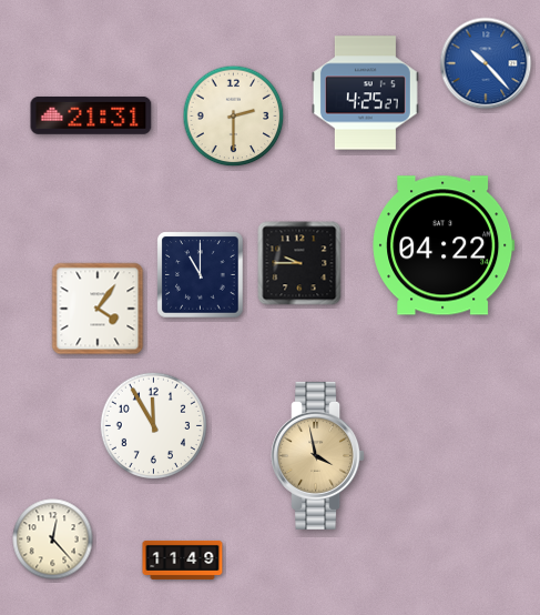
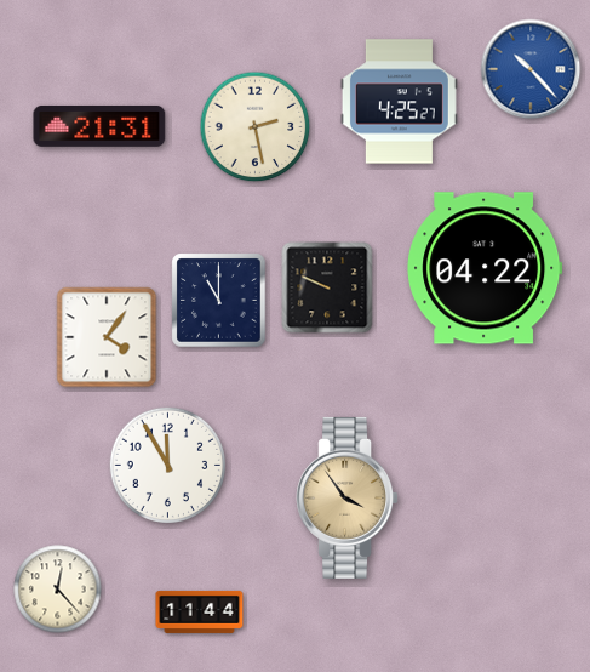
clock at (234, 117): 2:30 -> 2:28
clock at (299, 263): 9:45 -> 9:49
clock at (318, 455): 3:58 -> 3:54
clock at (183, 559): 11:49 -> 11:44
